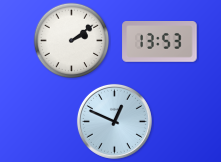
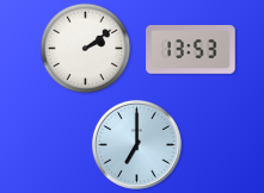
clock at (114, 121): 12:49 -> 7:00
